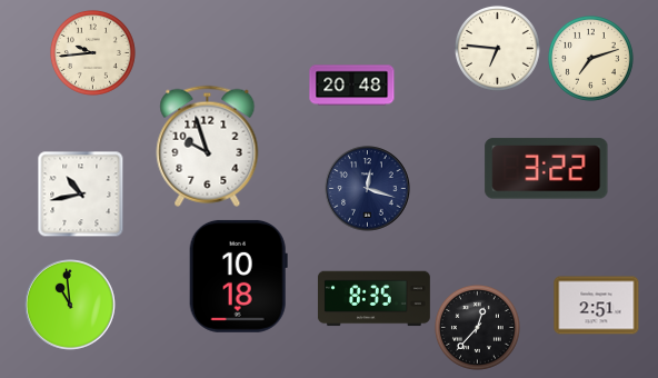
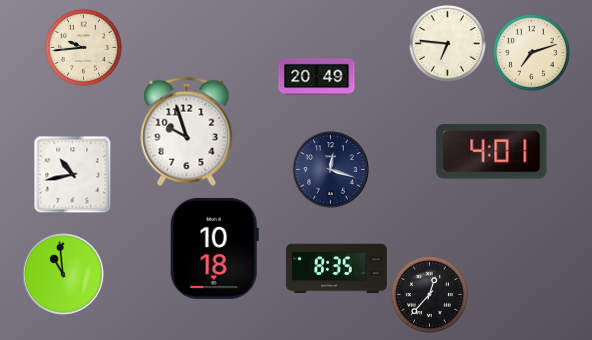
clock at (352, 86): 20:48 -> 20:49
clock at (547, 169): 3:22 -> 4:01
clock at (597, 306): 2:51 -> none
